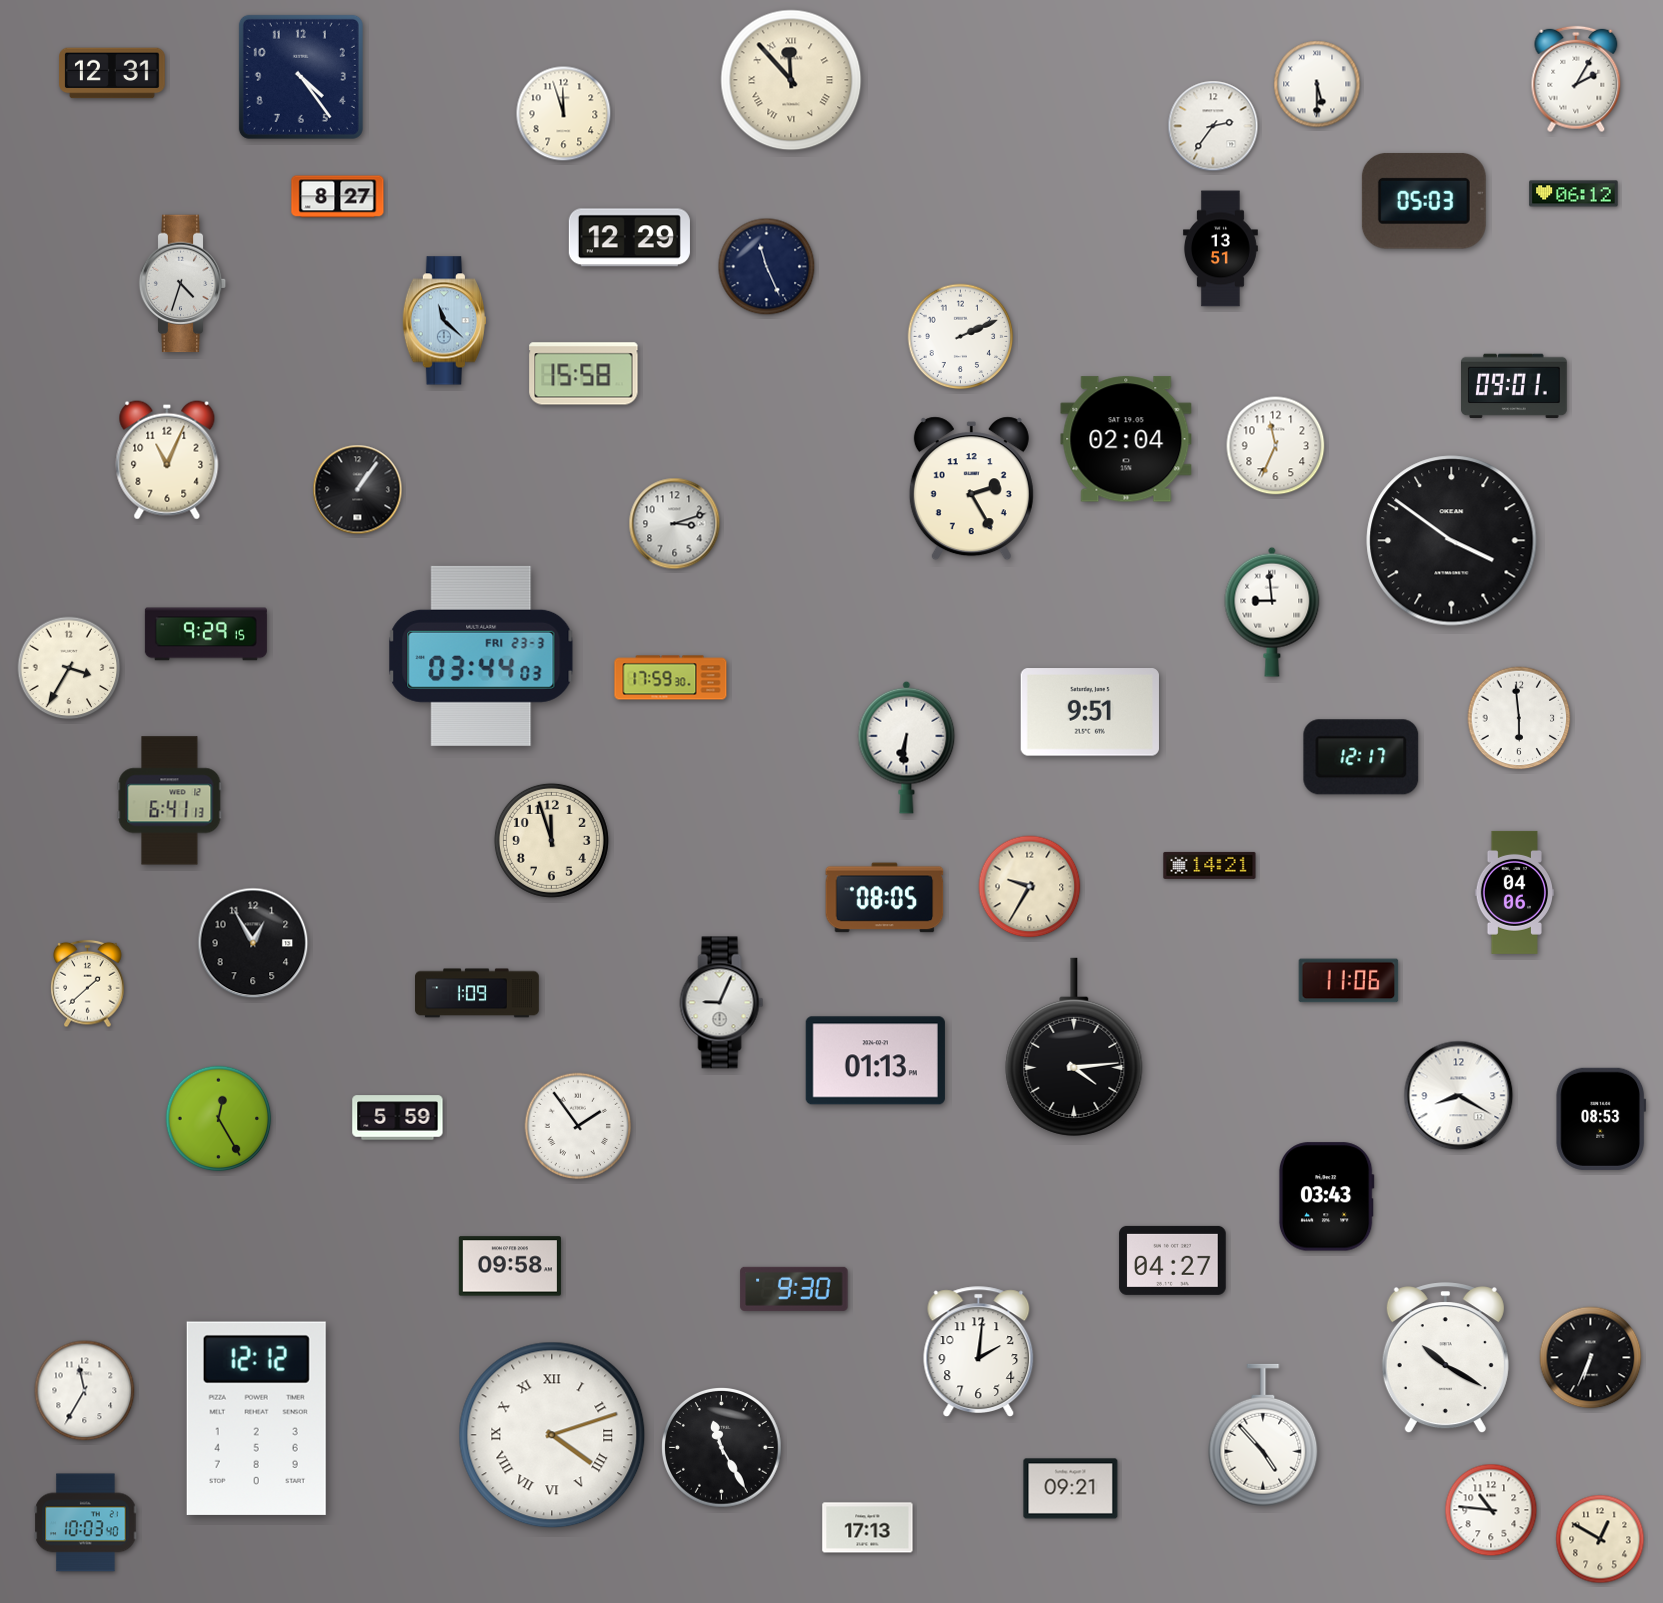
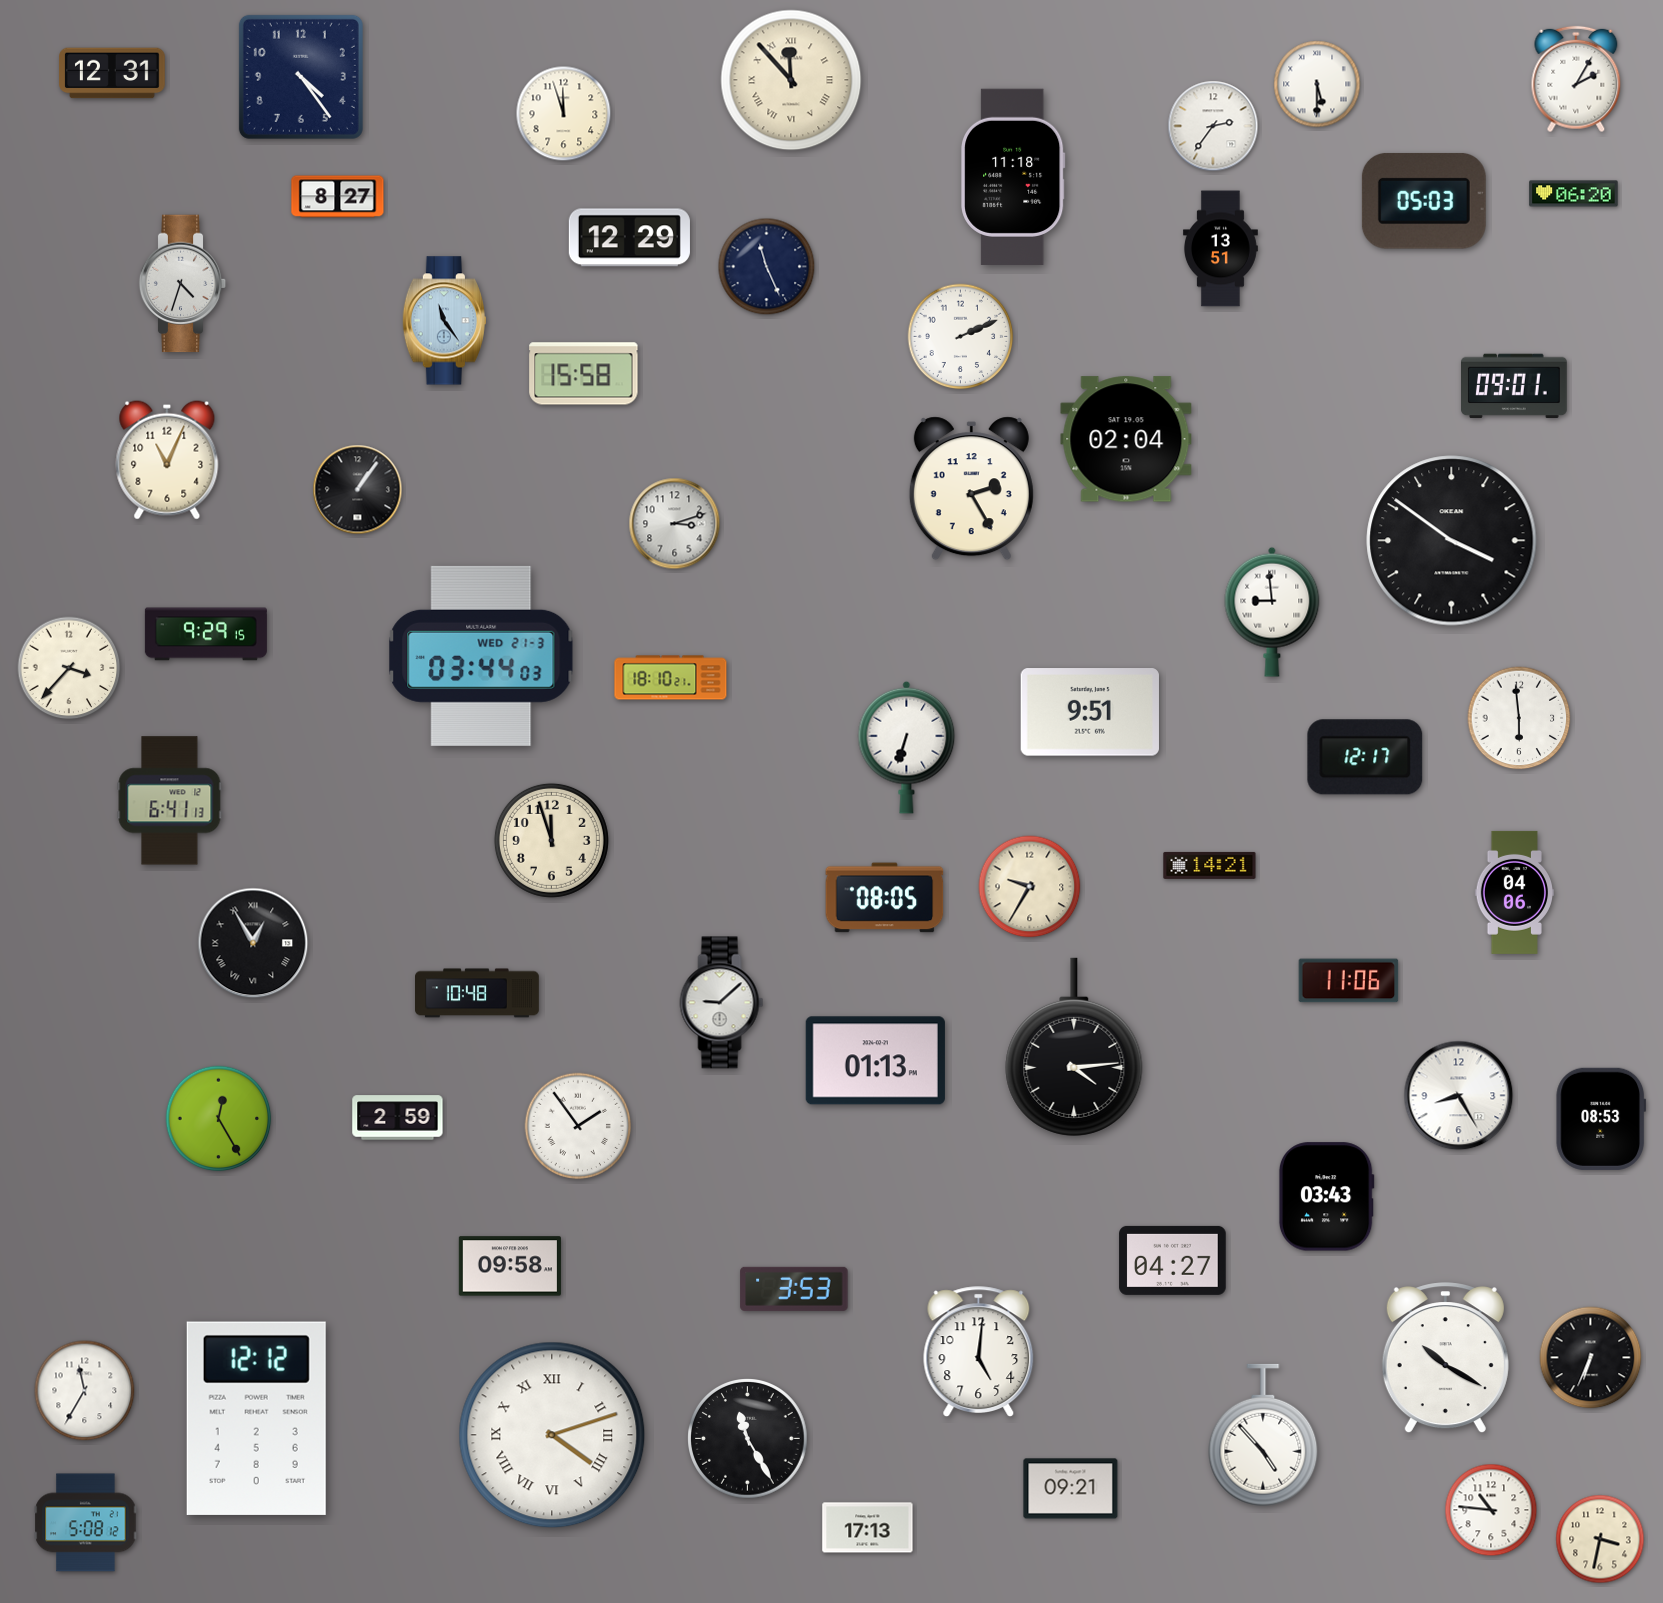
clock at (1013, 177): none -> 11:18
clock at (1574, 194): 06:12 -> 06:20
clock at (444, 321): 11:22 -> 11:24
clock at (1276, 446): 11:34 -> none
clock at (481, 656) date: FRI 23-3 -> WED 21-3
clock at (69, 668): 3:35 -> 3:37
clock at (671, 678): 17:59 -> 18:10
clock at (907, 747): 6:31 -> 6:33
clock at (1361, 757) position: (1361, 757) -> (1365, 757)
clock at (253, 943) numerals: Arabic -> Roman
clock at (88, 984): 1:38 -> none
clock at (478, 993): 1:09 -> 10:48
clock at (722, 1003): 9:04 -> 9:08
clock at (1459, 1096): 8:20 -> 8:25
clock at (398, 1118): 5:59 -> 2:59
clock at (794, 1289): 9:30 -> 3:53
clock at (979, 1351): 2:01 -> 5:01
clock at (722, 1448) position: (722, 1448) -> (748, 1439)
clock at (86, 1523): 10:03 -> 5:08
clock at (1600, 1539): 12:50 -> 3:32
